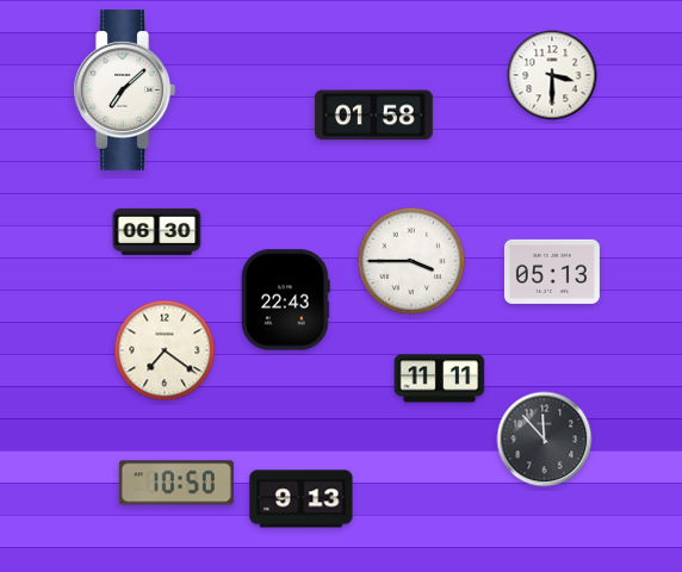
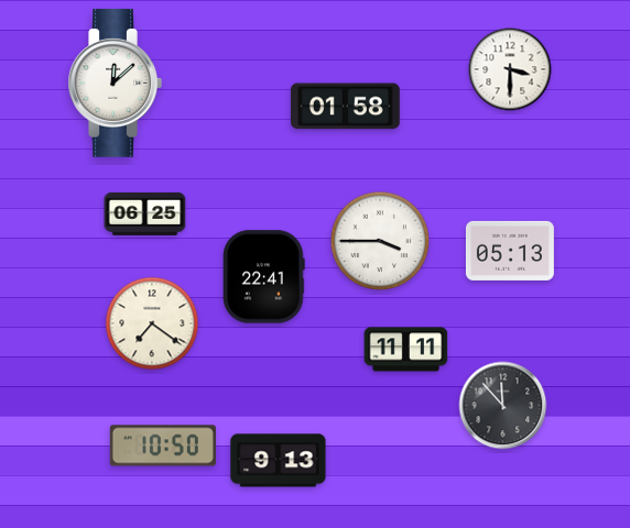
clock at (124, 91): 7:08 -> 12:08
clock at (157, 231): 06:30 -> 06:25
clock at (286, 300): 22:43 -> 22:41
